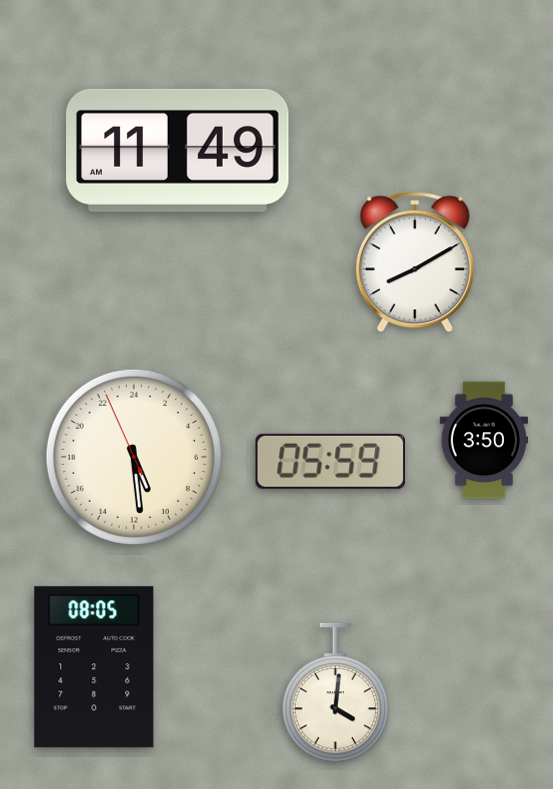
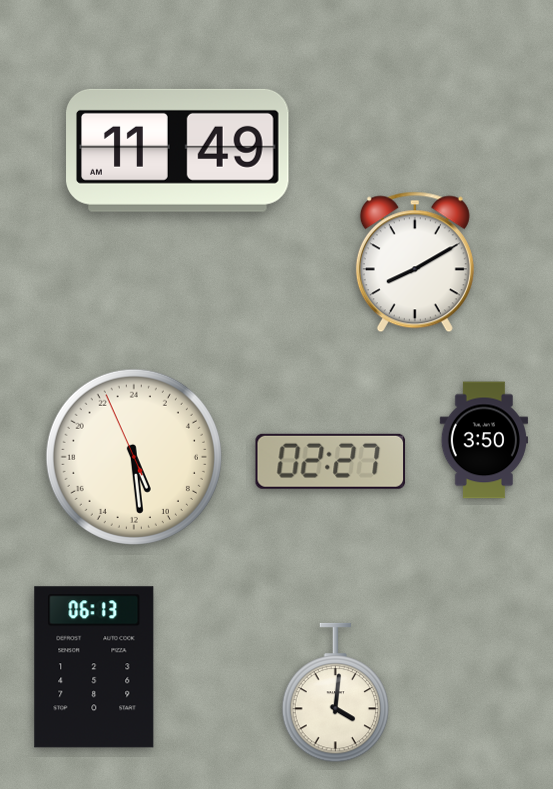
clock at (330, 461): 05:59 -> 02:27
clock at (94, 667): 08:05 -> 06:13
